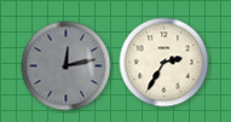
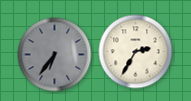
clock at (67, 66): 12:13 -> 6:36
